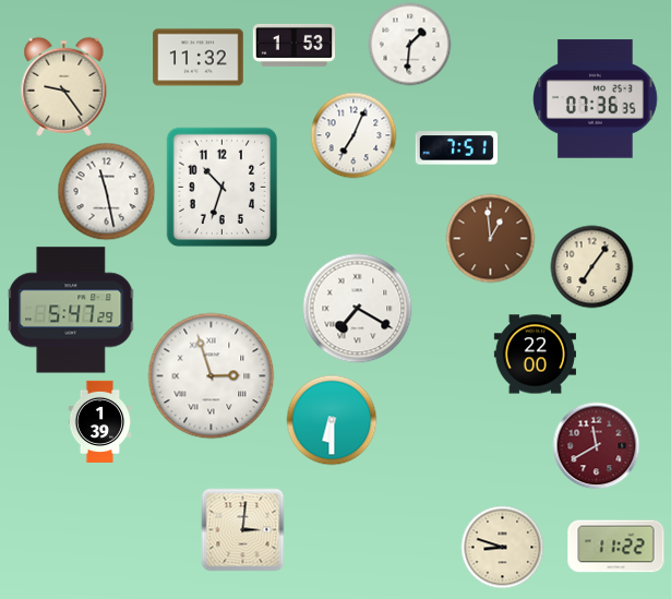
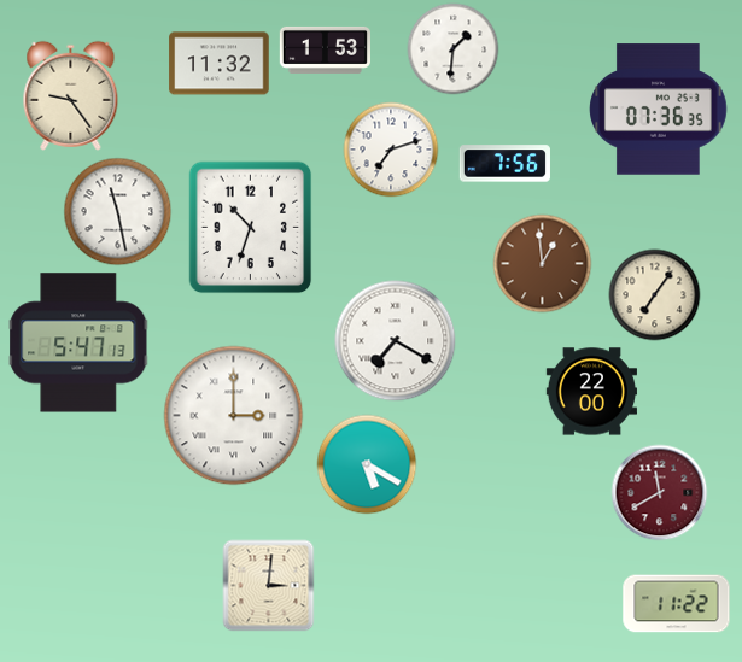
clock at (354, 135): 7:04 -> 7:12
clock at (456, 148): 7:51 -> 7:56
clock at (223, 188) position: (223, 188) -> (251, 228)
clock at (71, 310): 5:47:29 -> 5:47:13
clock at (212, 376): 2:57 -> 3:00
clock at (332, 420): 6:30 -> 5:20
clock at (100, 421): 1:39 -> none
clock at (616, 547) position: (616, 547) -> (677, 604)
clock at (503, 548): 8:48 -> none
